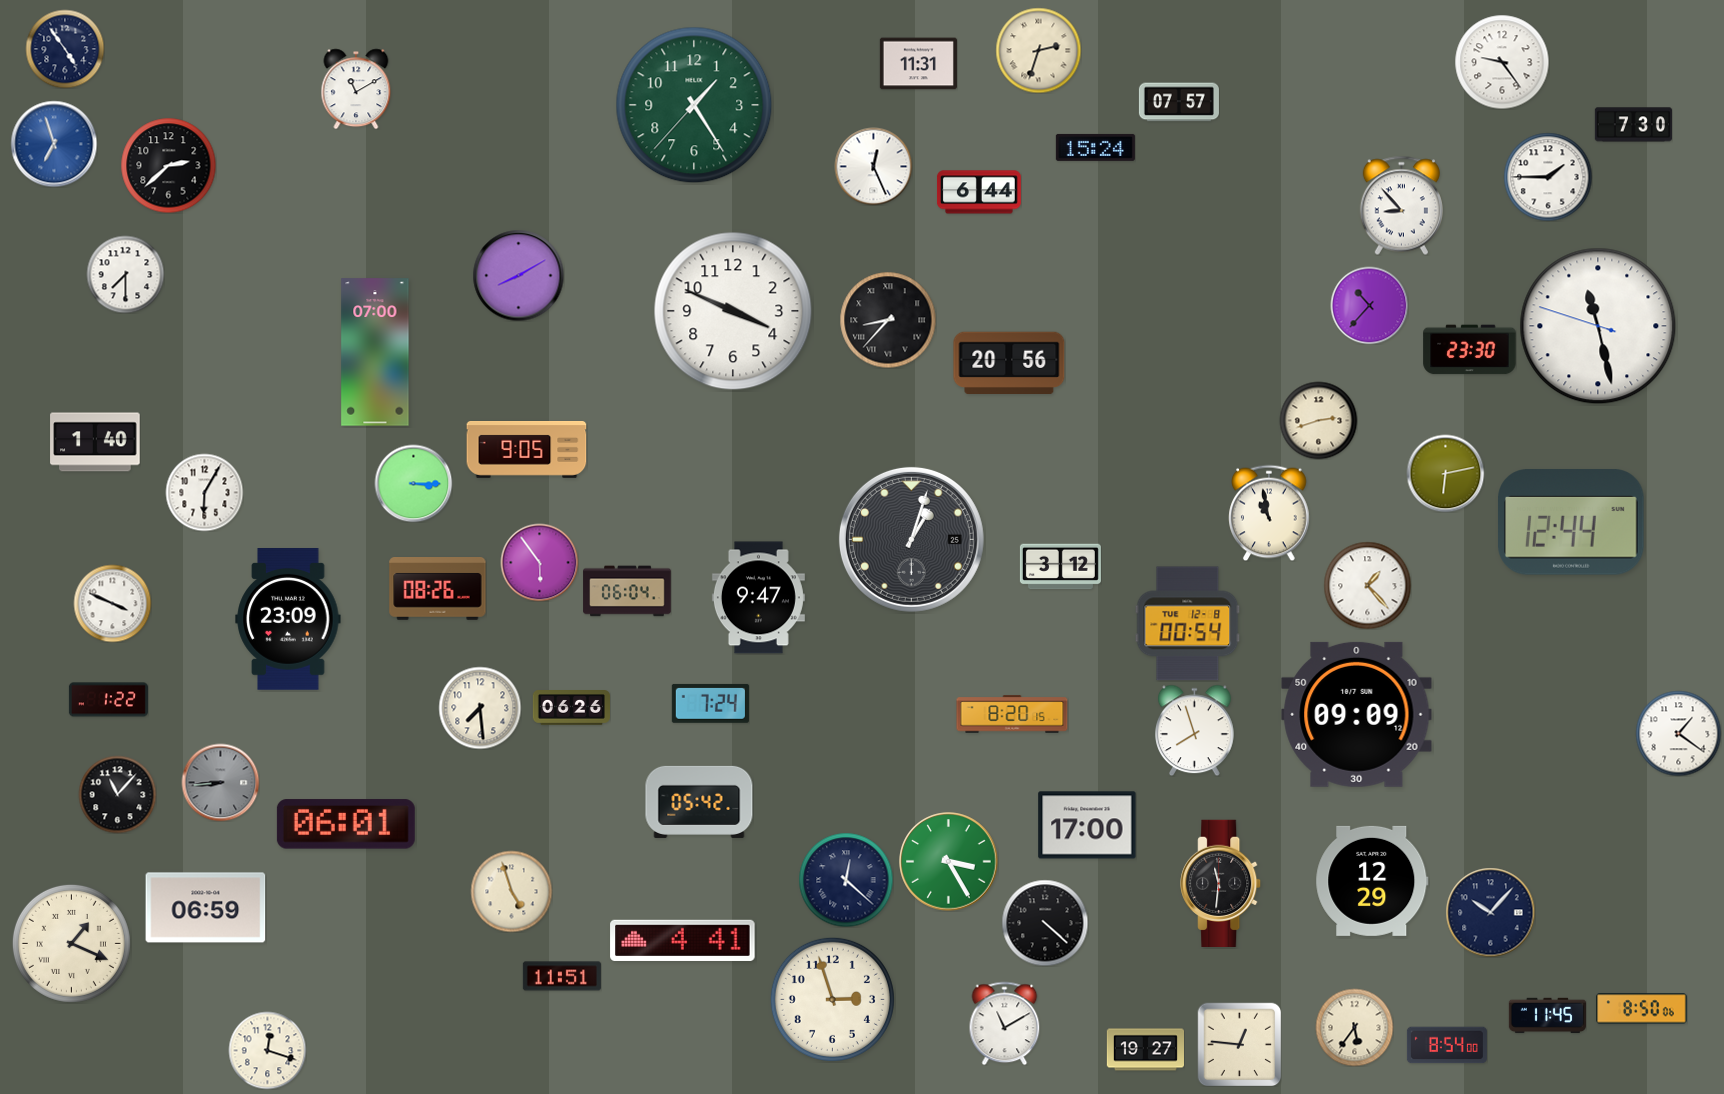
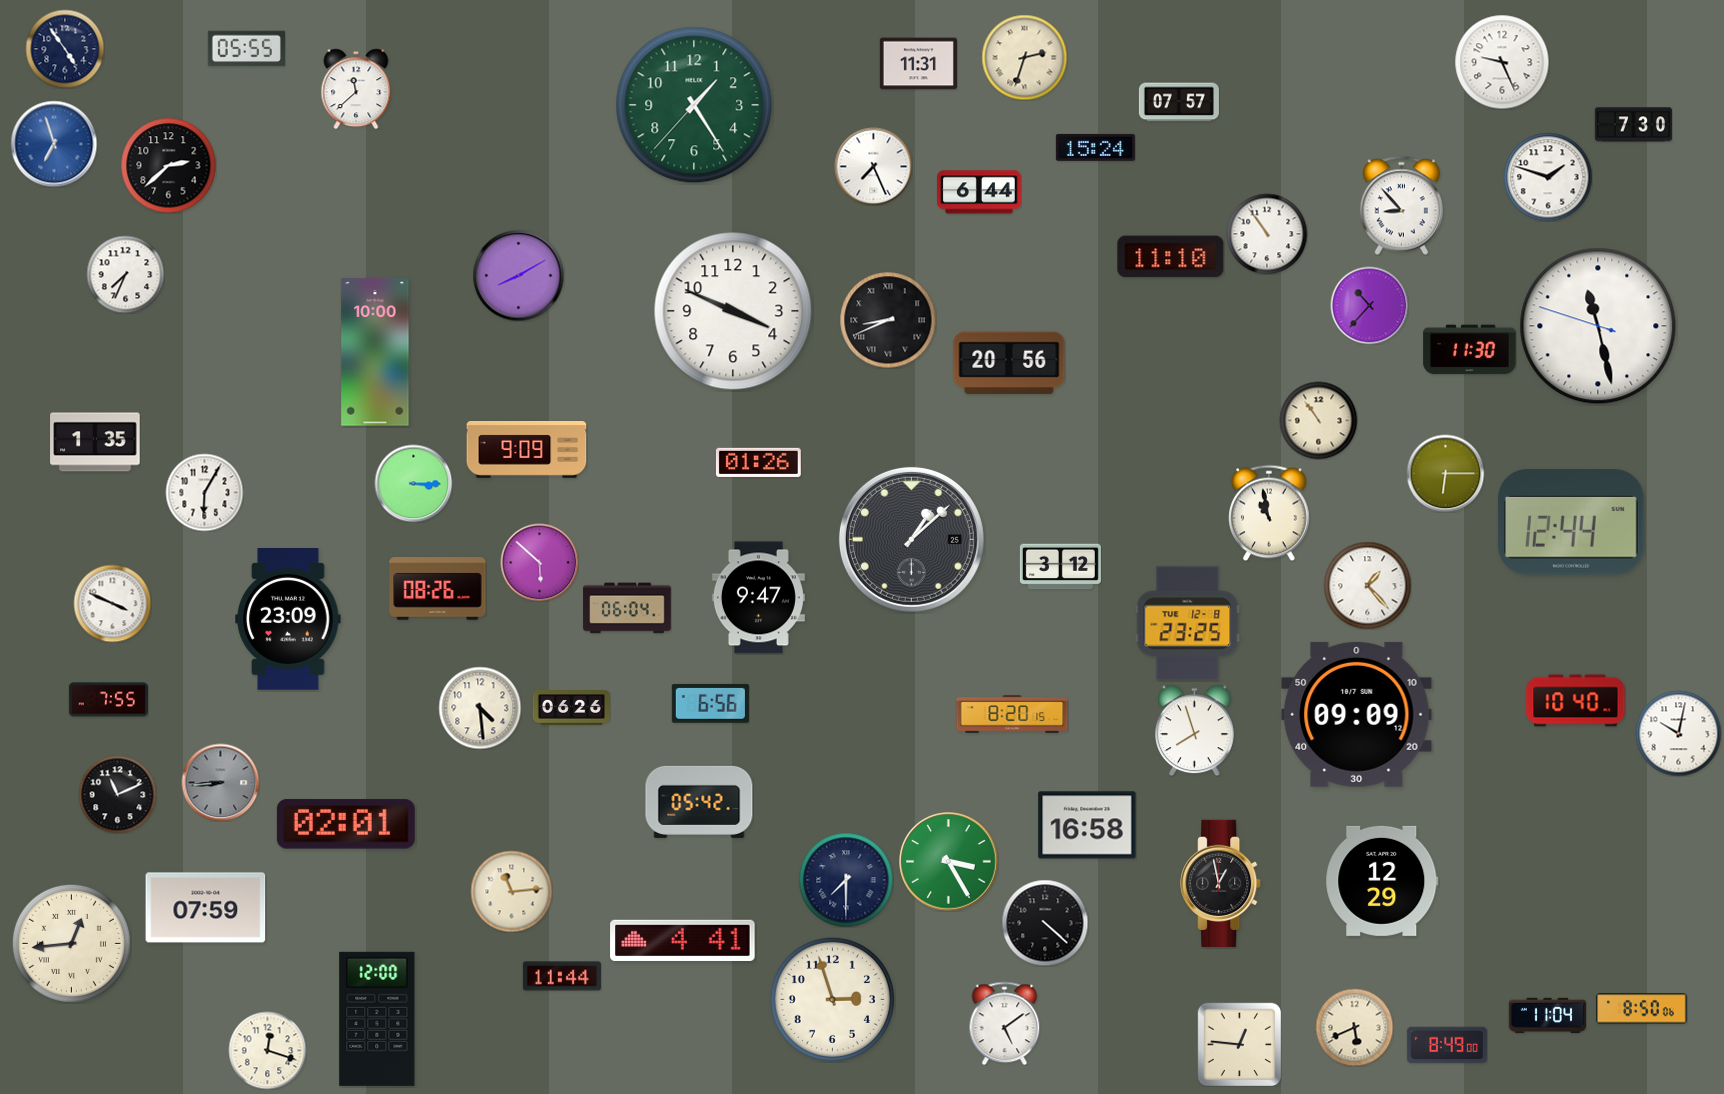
clock at (246, 49): none -> 05:55
clock at (1038, 50) position: (1038, 50) -> (1024, 57)
clock at (1502, 62): 9:24 -> 9:26
clock at (356, 89): 11:10 -> 11:38
clock at (873, 166): 12:26 -> 7:26
clock at (1548, 177): 1:45 -> 1:48
clock at (1267, 234): none -> 10:54
clock at (1171, 257): none -> 11:10
clock at (125, 274): 7:30 -> 7:34
clock at (888, 320): 8:37 -> 8:41
clock at (1470, 350): 23:30 -> 11:30
clock at (375, 352): 07:00 -> 10:00
clock at (1318, 420): 2:42 -> 10:54
clock at (95, 442): 1:40 -> 1:35
clock at (527, 450): 9:05 -> 9:09
clock at (758, 462): none -> 01:26
clock at (1445, 473): 6:13 -> 6:15
clock at (911, 539): 1:03 -> 1:08
clock at (539, 562): 5:54 -> 5:52
clock at (627, 591) position: (627, 591) -> (627, 608)
clock at (1188, 624): 00:54 -> 23:25
clock at (108, 700): 1:22 -> 7:55
clock at (1576, 701): none -> 10:40
clock at (710, 703): 7:24 -> 6:56
clock at (480, 708): 7:29 -> 4:29
clock at (1678, 733): 1:21 -> 10:02
clock at (117, 794): 11:07 -> 11:11
clock at (346, 824): 06:01 -> 02:01
clock at (1087, 825): 17:00 -> 16:58
clock at (846, 880): 12:22 -> 7:30
clock at (1372, 881) position: (1372, 881) -> (1382, 881)
clock at (1221, 883): 11:31 -> 12:58
clock at (511, 891): 4:57 -> 11:14
clock at (206, 908): 06:59 -> 07:59
clock at (1490, 912): 10:07 -> none
clock at (71, 943): 1:19 -> 12:44
clock at (562, 976): 11:51 -> 11:44
clock at (1547, 1016): 11:45 -> 11:04
clock at (377, 1019): none -> 12:00
clock at (1005, 1023): 11:10 -> 5:09
clock at (1354, 1027): 5:36 -> 5:41
clock at (1447, 1045): 8:54 -> 8:49
clock at (1145, 1050): 19:27 -> none
